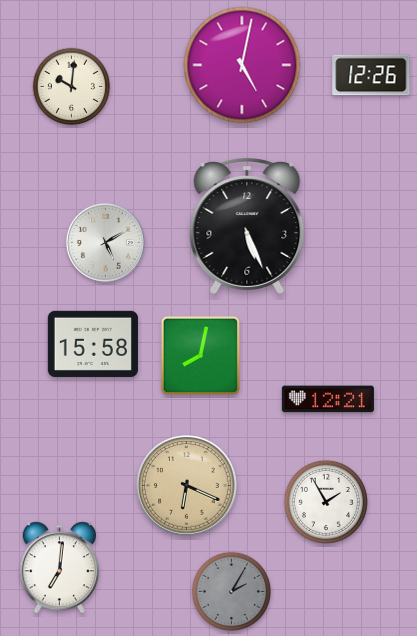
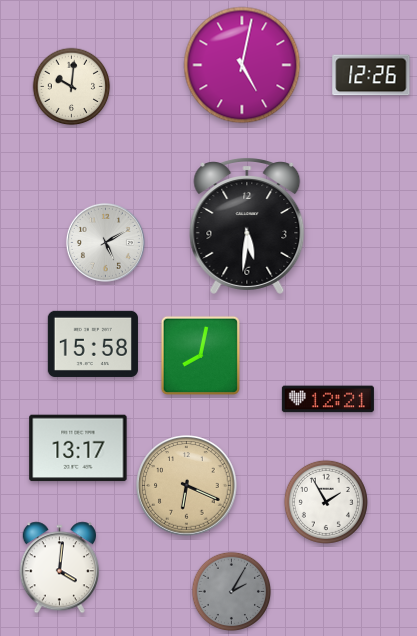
clock at (247, 226): 5:26 -> 5:31
clock at (78, 448): none -> 13:17
clock at (59, 568): 7:01 -> 4:01
